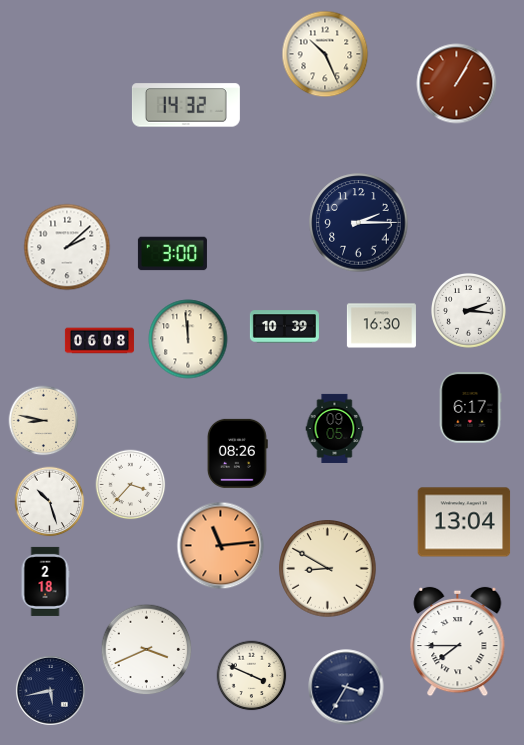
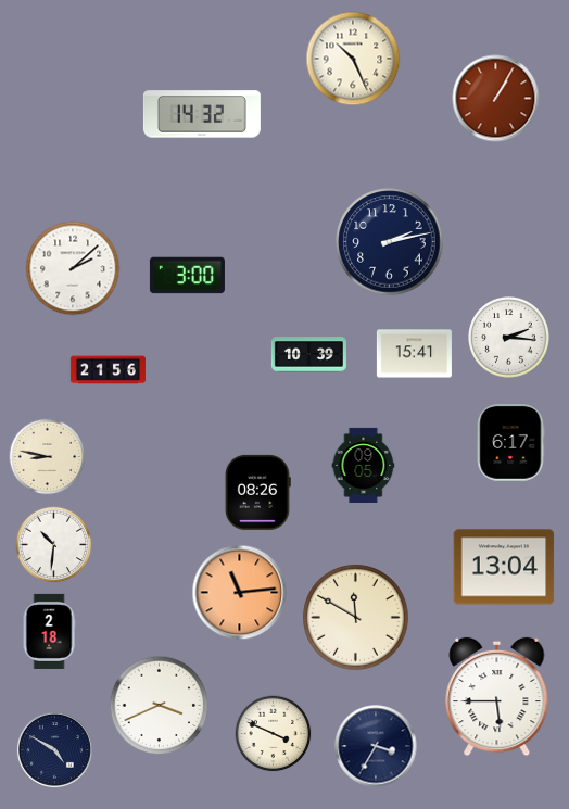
clock at (457, 84) position: (457, 84) -> (496, 99)
clock at (359, 223): 2:15 -> 2:13
clock at (381, 326): 16:30 -> 15:41
clock at (188, 339): 11:59 -> none
clock at (99, 341): 06:08 -> 21:56
clock at (131, 485): 3:37 -> none
clock at (50, 502): 10:27 -> 10:31
clock at (328, 569): 8:50 -> 11:50
clock at (458, 642): 7:45 -> 5:45
clock at (50, 690): 5:43 -> 4:50
